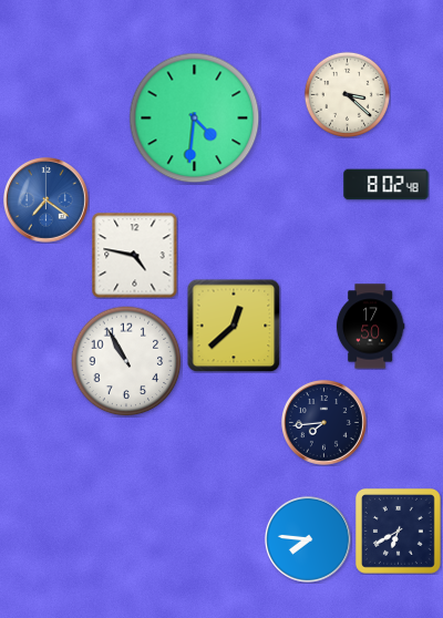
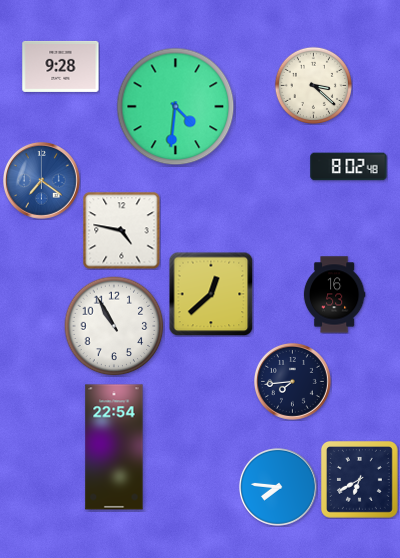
clock at (61, 66): none -> 9:28
clock at (370, 327): 17:50 -> 16:53
clock at (114, 447): none -> 22:54
